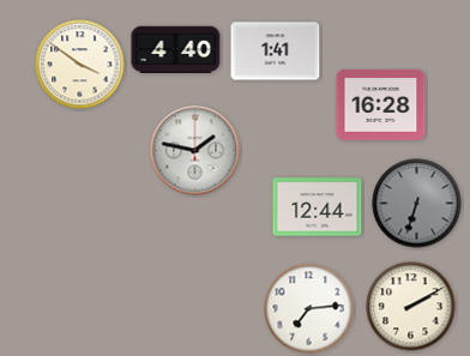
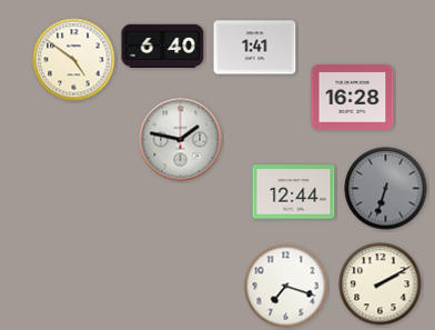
clock at (176, 49): 4:40 -> 6:40
clock at (80, 65): 3:51 -> 4:51
clock at (309, 309): 7:14 -> 7:18
